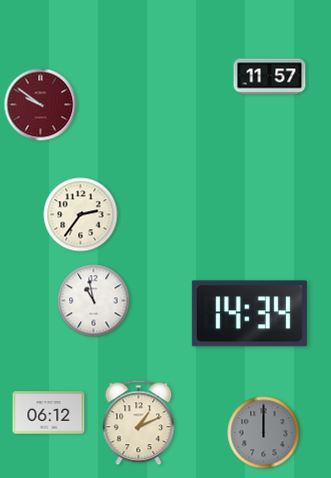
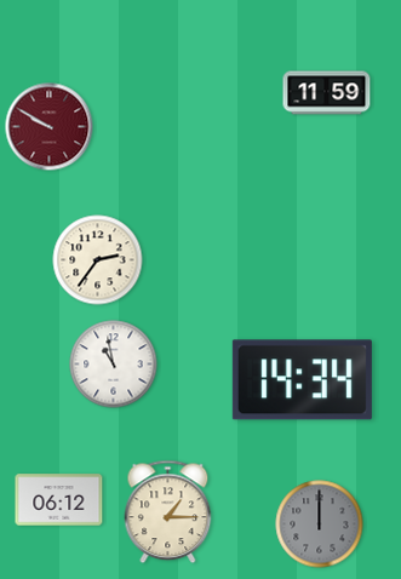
clock at (270, 77): 11:57 -> 11:59
clock at (41, 105): 9:51 -> 9:50
clock at (139, 423): 1:11 -> 1:15
